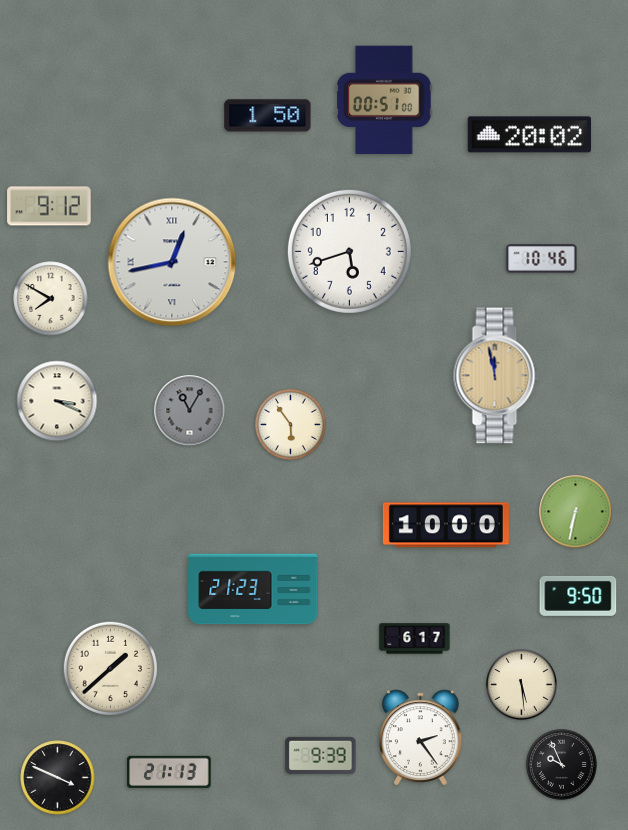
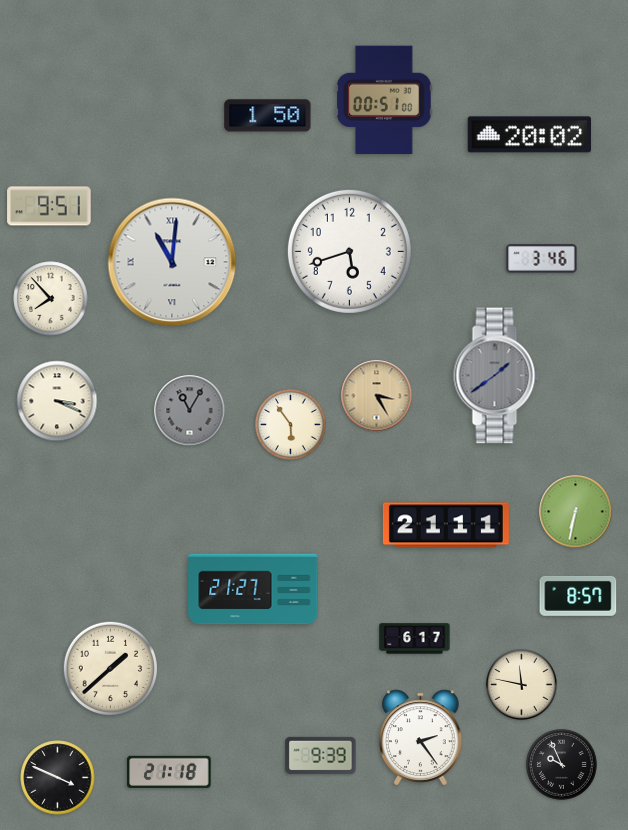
clock at (49, 206): 9:12 -> 9:51
clock at (542, 259): 10:46 -> 3:46
clock at (172, 262): 12:43 -> 11:01
clock at (51, 299): 7:50 -> 7:53
clock at (497, 376): 11:58 -> 1:39
clock at (497, 376) dial: champagne -> grey
clock at (377, 396): none -> 3:25
clock at (446, 525): 10:00 -> 21:11
clock at (253, 589): 21:23 -> 21:27
clock at (578, 596): 9:50 -> 8:57
clock at (522, 685): 5:29 -> 11:47
clock at (169, 772): 21:13 -> 21:18
